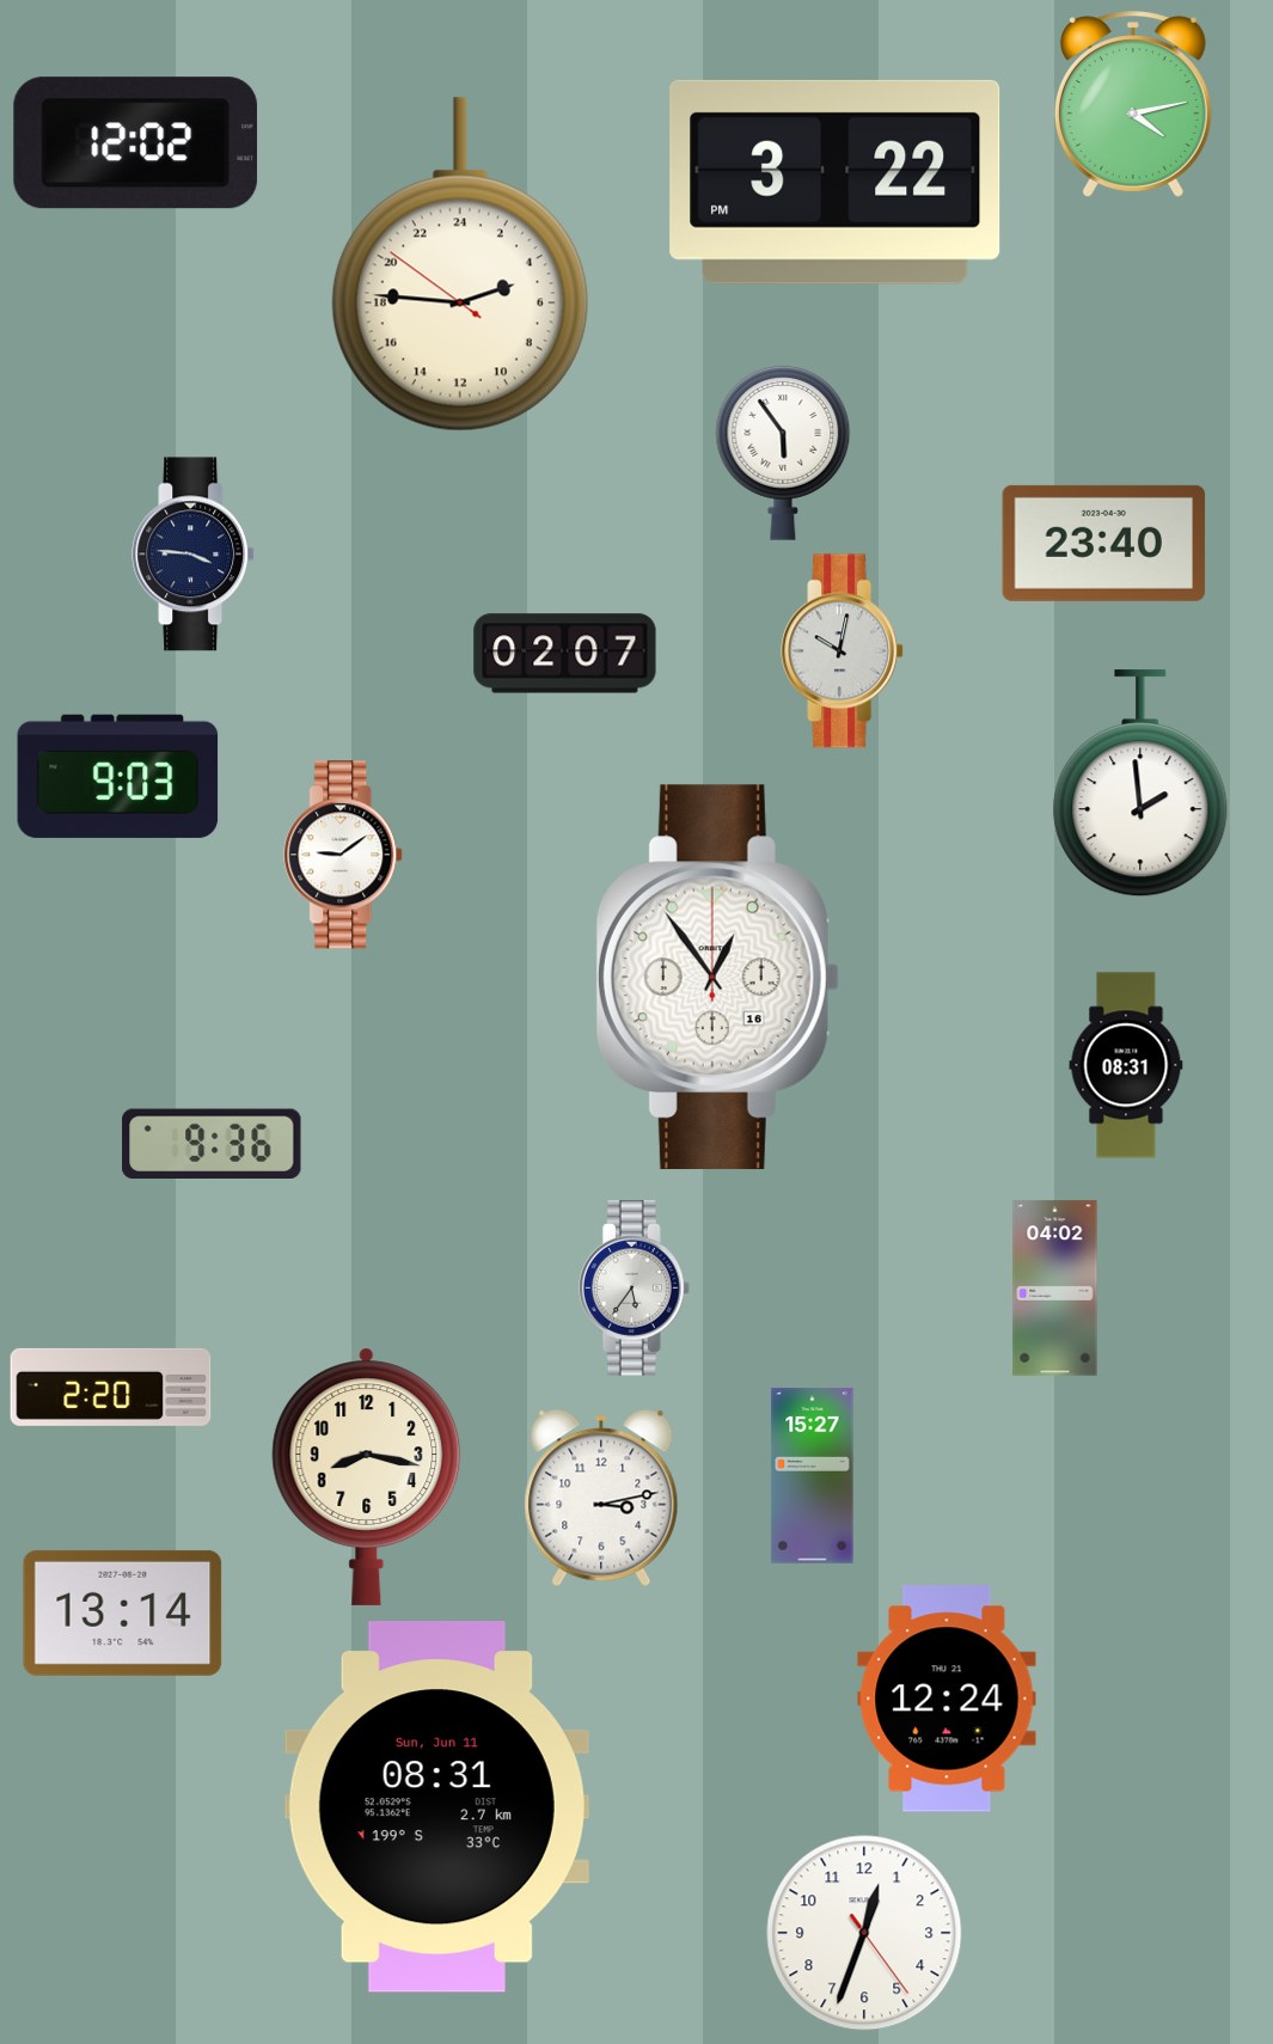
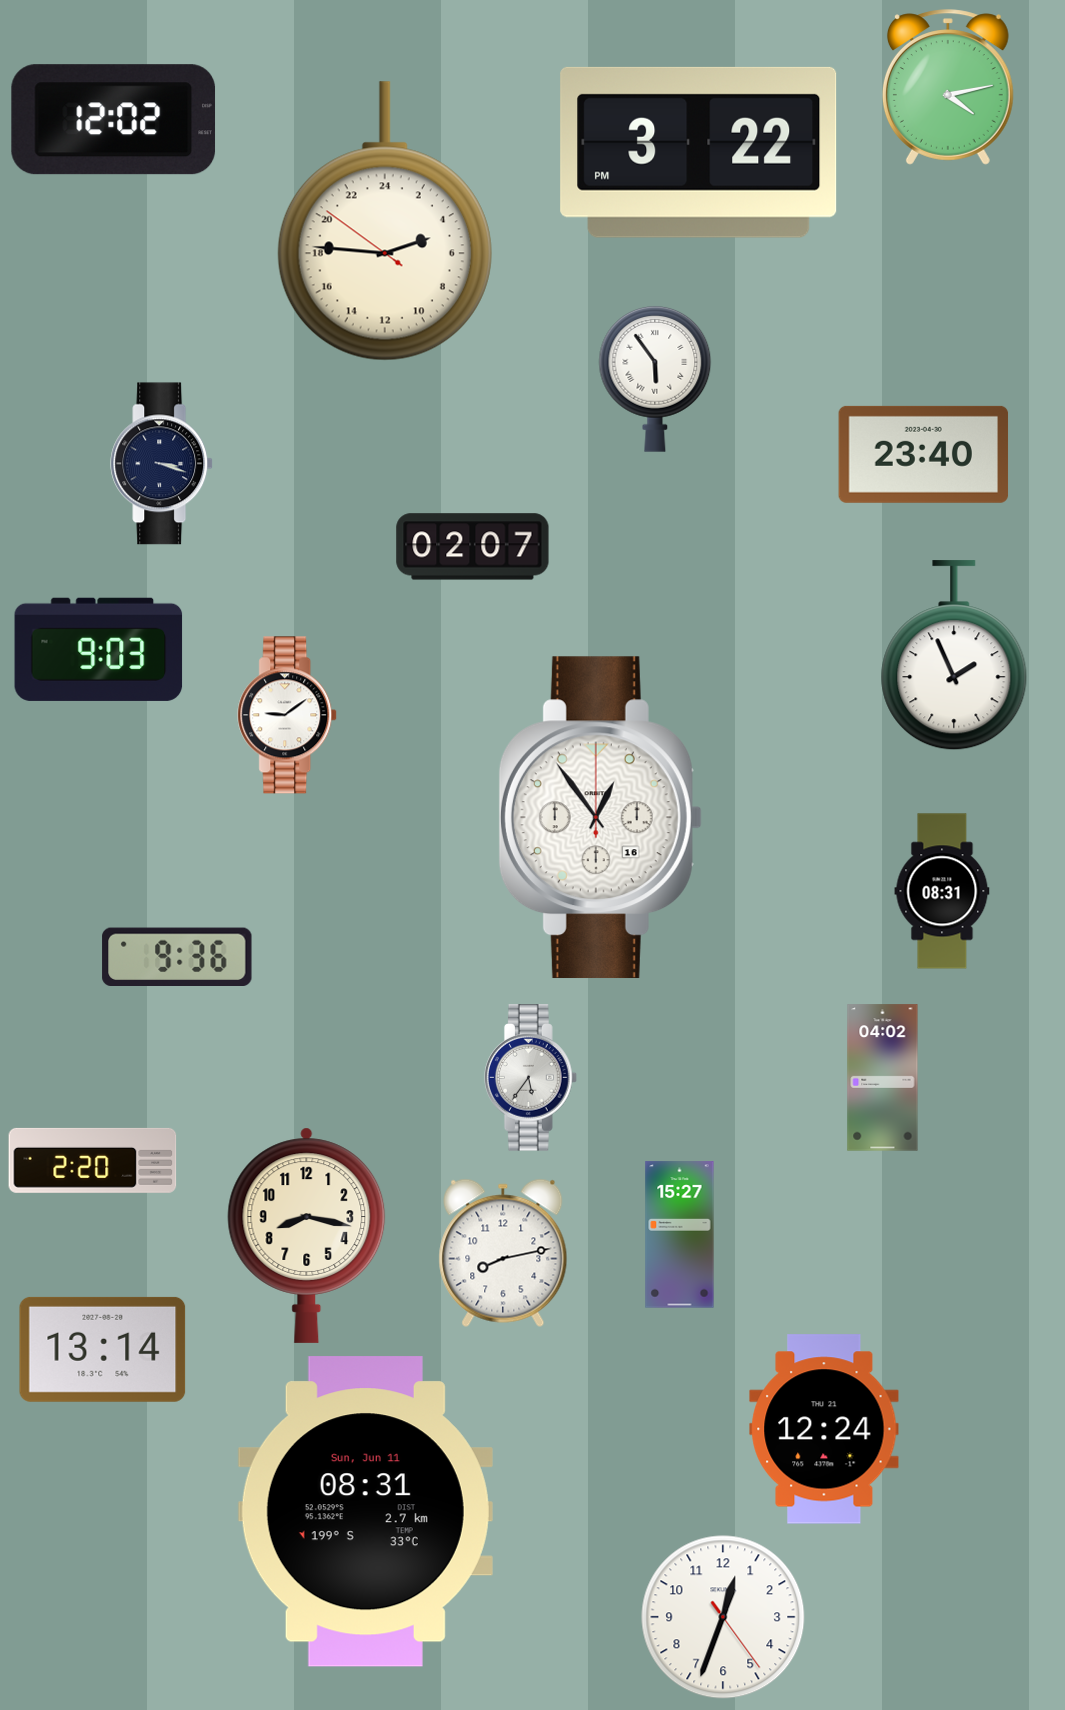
clock at (194, 555): 3:46 -> 3:18
clock at (843, 651): 10:02 -> none
clock at (1140, 784): 1:59 -> 1:56
clock at (601, 1498): 3:13 -> 8:13
clock at (947, 1699) position: (947, 1699) -> (824, 1429)
